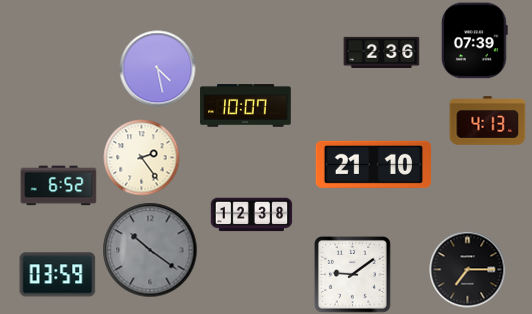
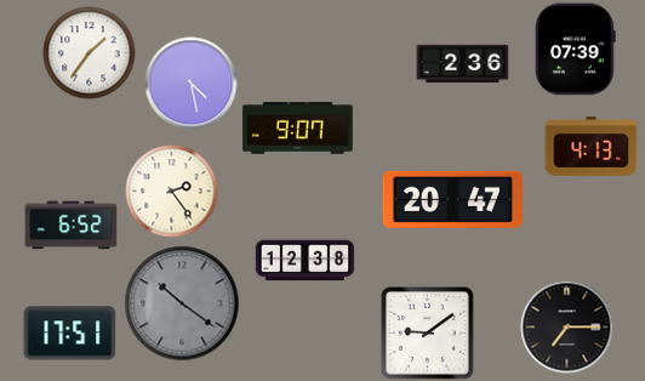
clock at (90, 53): none -> 1:36
clock at (246, 106): 10:07 -> 9:07
clock at (374, 164): 21:10 -> 20:47
clock at (58, 275): 03:59 -> 17:51
